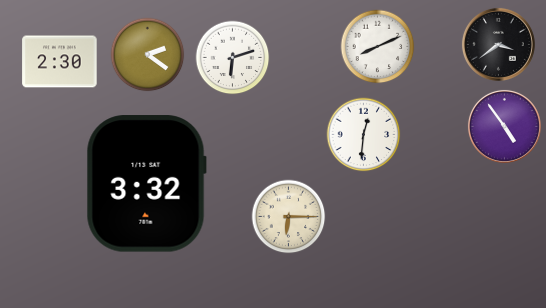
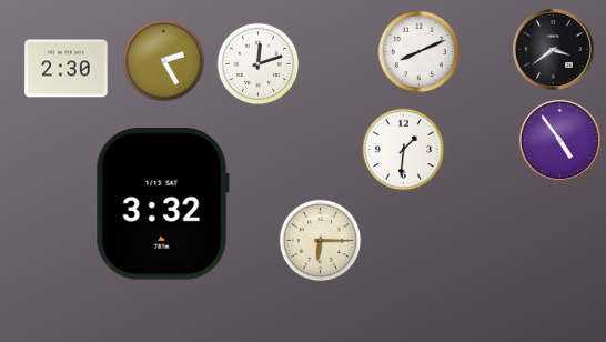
clock at (148, 55): 2:21 -> 2:25
clock at (233, 58): 6:12 -> 12:12
clock at (364, 135): 12:31 -> 1:31
